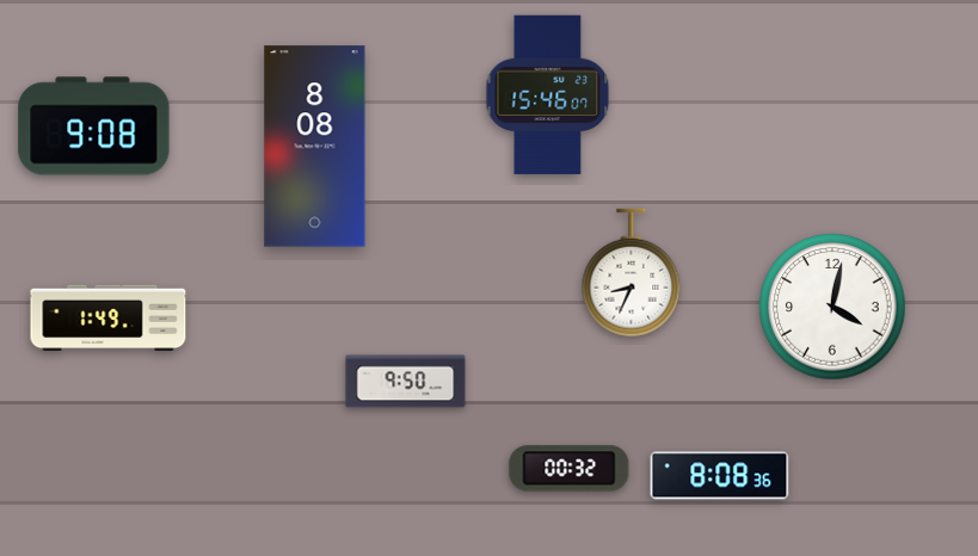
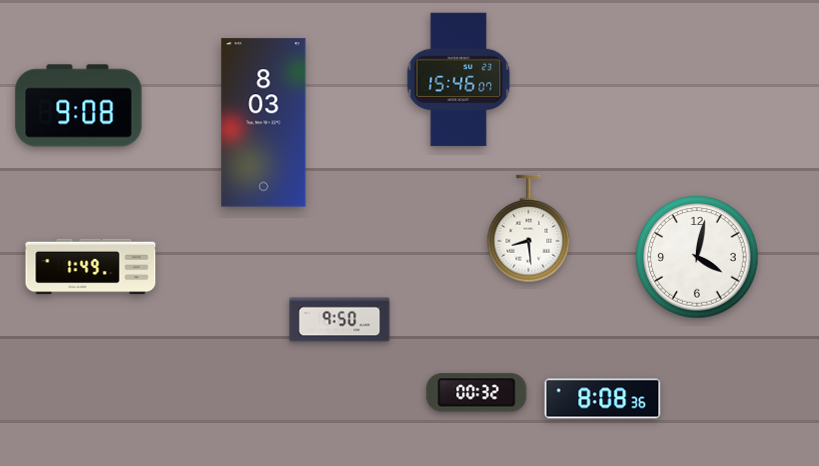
clock at (315, 147): 8:08 -> 8:03
clock at (632, 273): 8:34 -> 8:29
